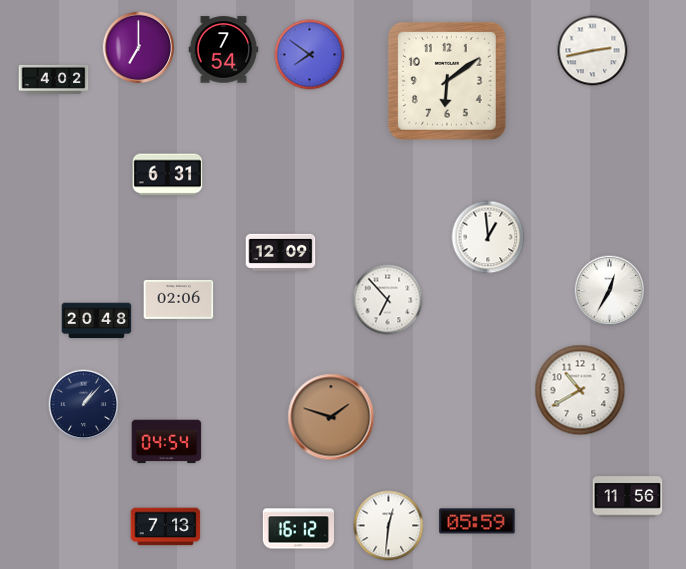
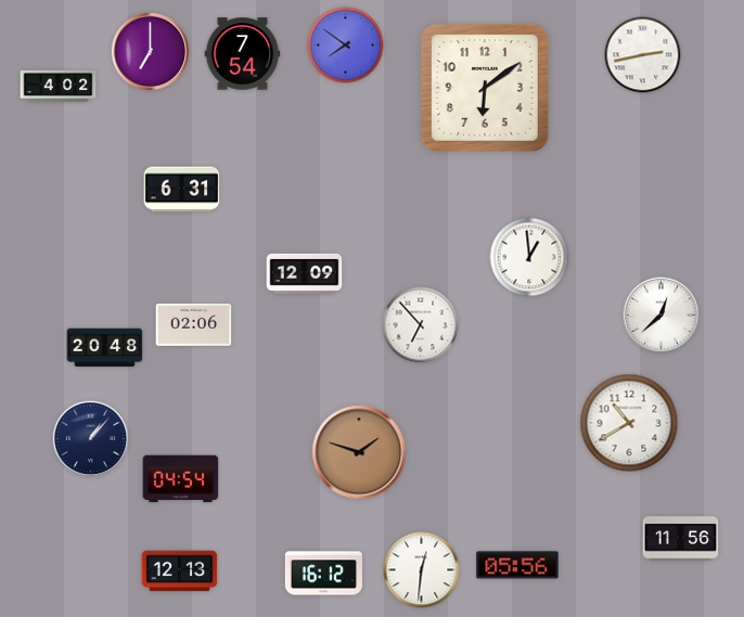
clock at (310, 55) position: (310, 55) -> (346, 46)
clock at (610, 291): 12:35 -> 12:38
clock at (477, 521): 05:59 -> 05:56
clock at (166, 527): 7:13 -> 12:13
